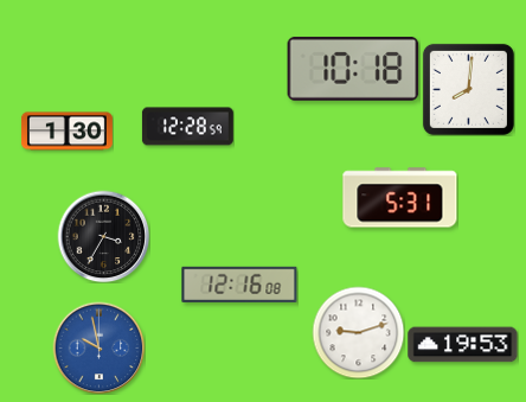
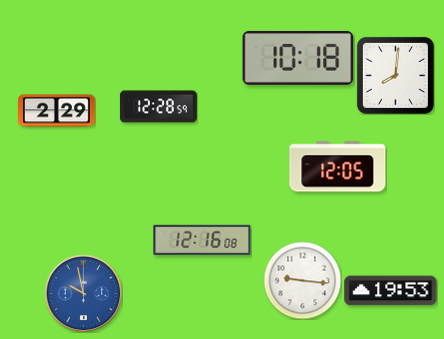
clock at (66, 132): 1:30 -> 2:29
clock at (400, 198): 5:31 -> 12:05
clock at (103, 236): 3:35 -> none
clock at (358, 332): 9:12 -> 9:16
